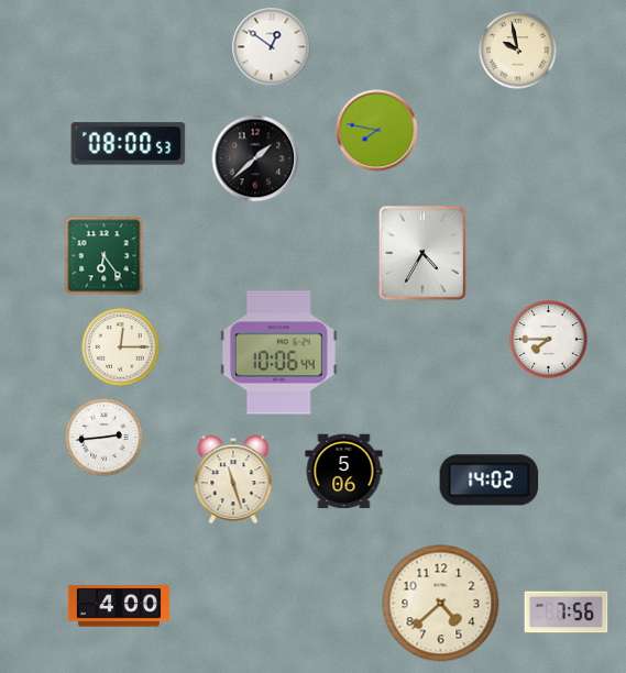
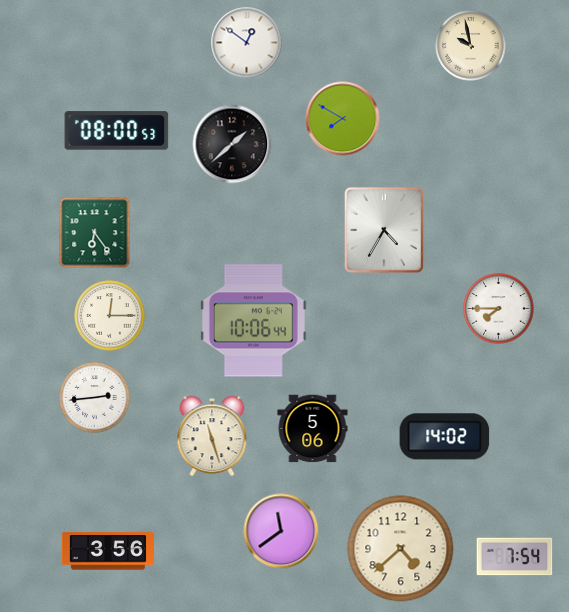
clock at (377, 131): 7:47 -> 7:50
clock at (281, 531): none -> 11:39
clock at (119, 606): 4:00 -> 3:56
clock at (567, 613): 7:56 -> 7:54
